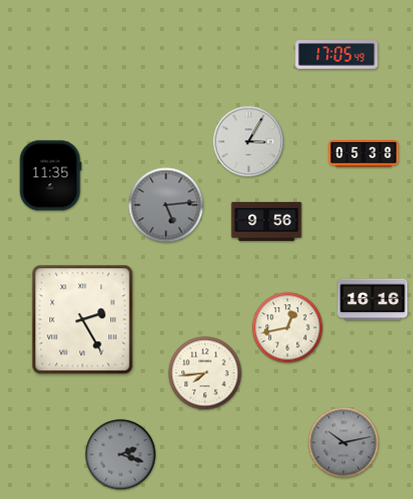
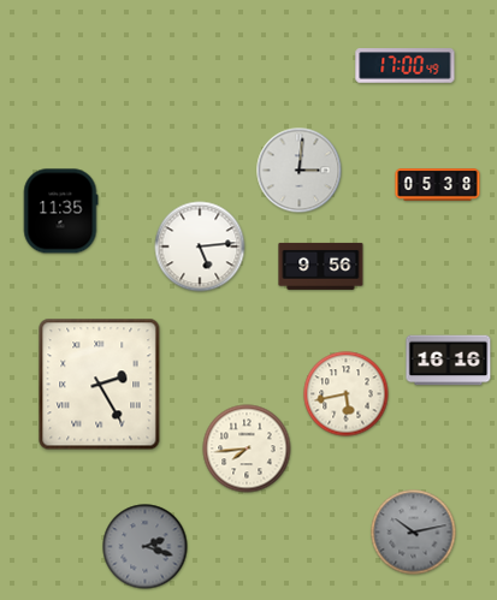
clock at (337, 55): 17:05 -> 17:00
clock at (249, 142): 3:05 -> 3:01
clock at (166, 205) dial: grey -> white
clock at (288, 328): 12:43 -> 5:43
